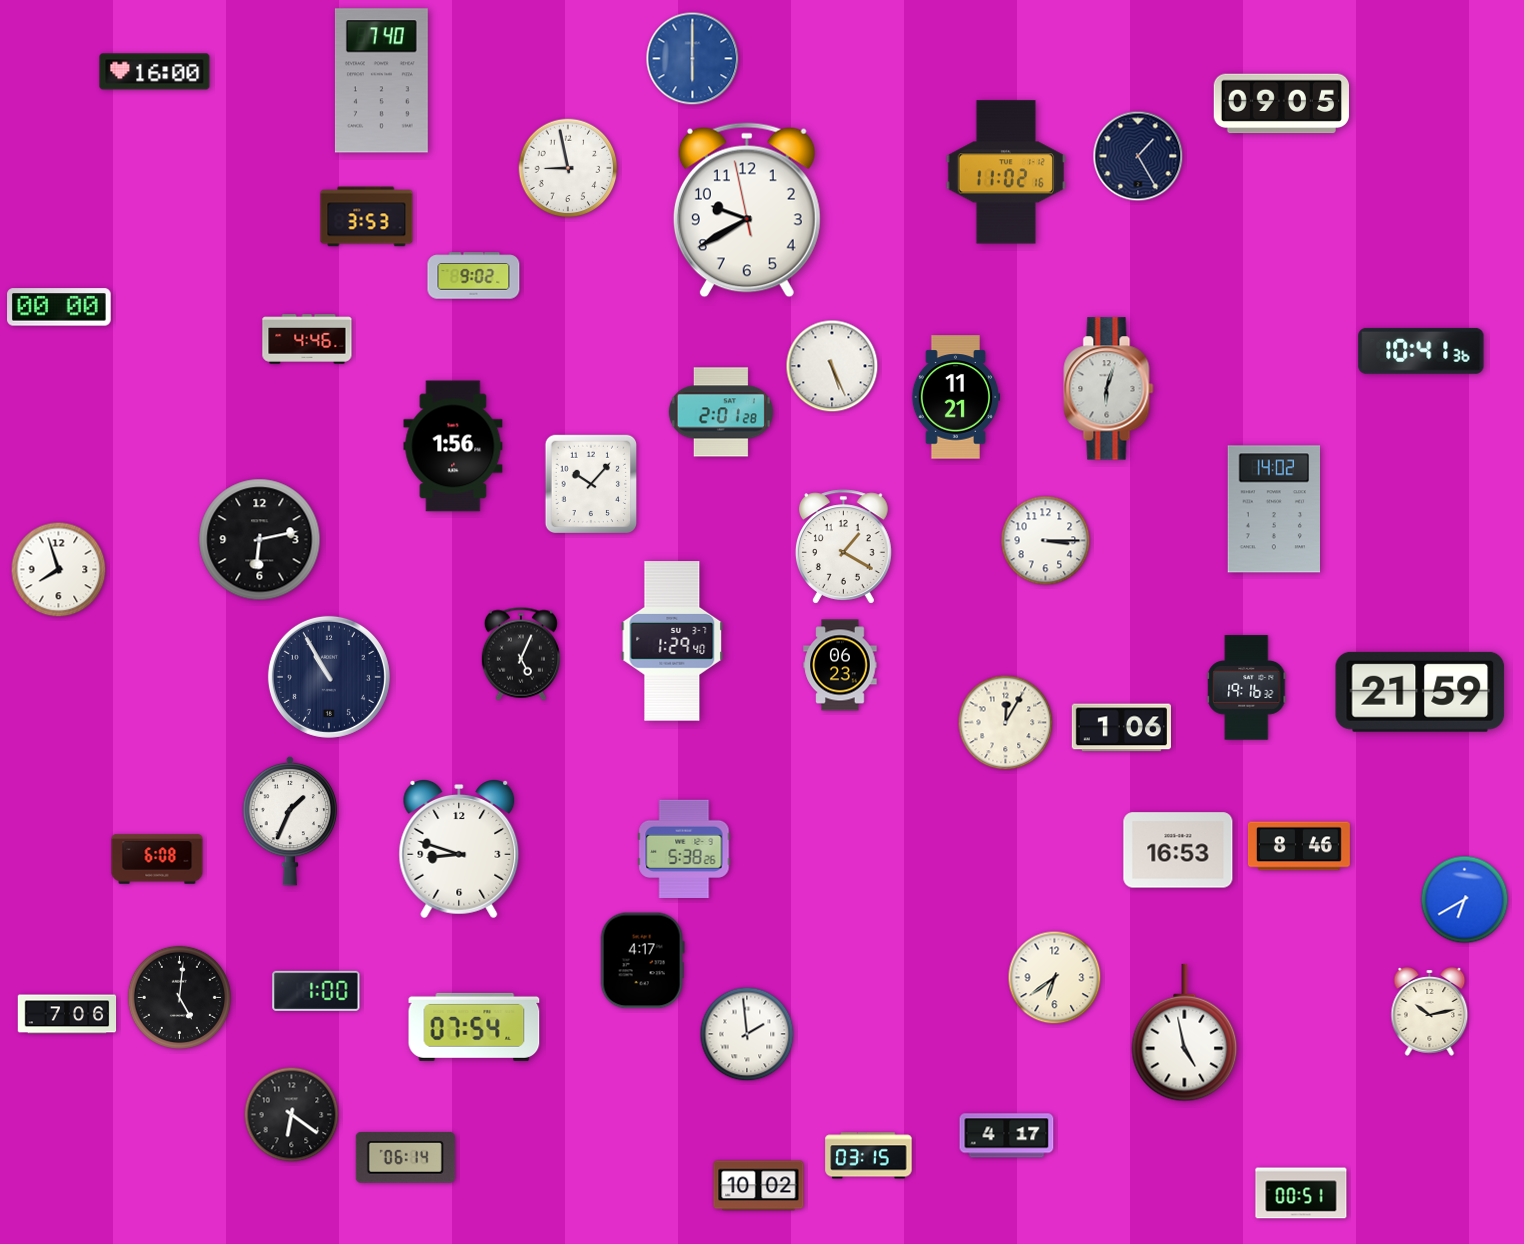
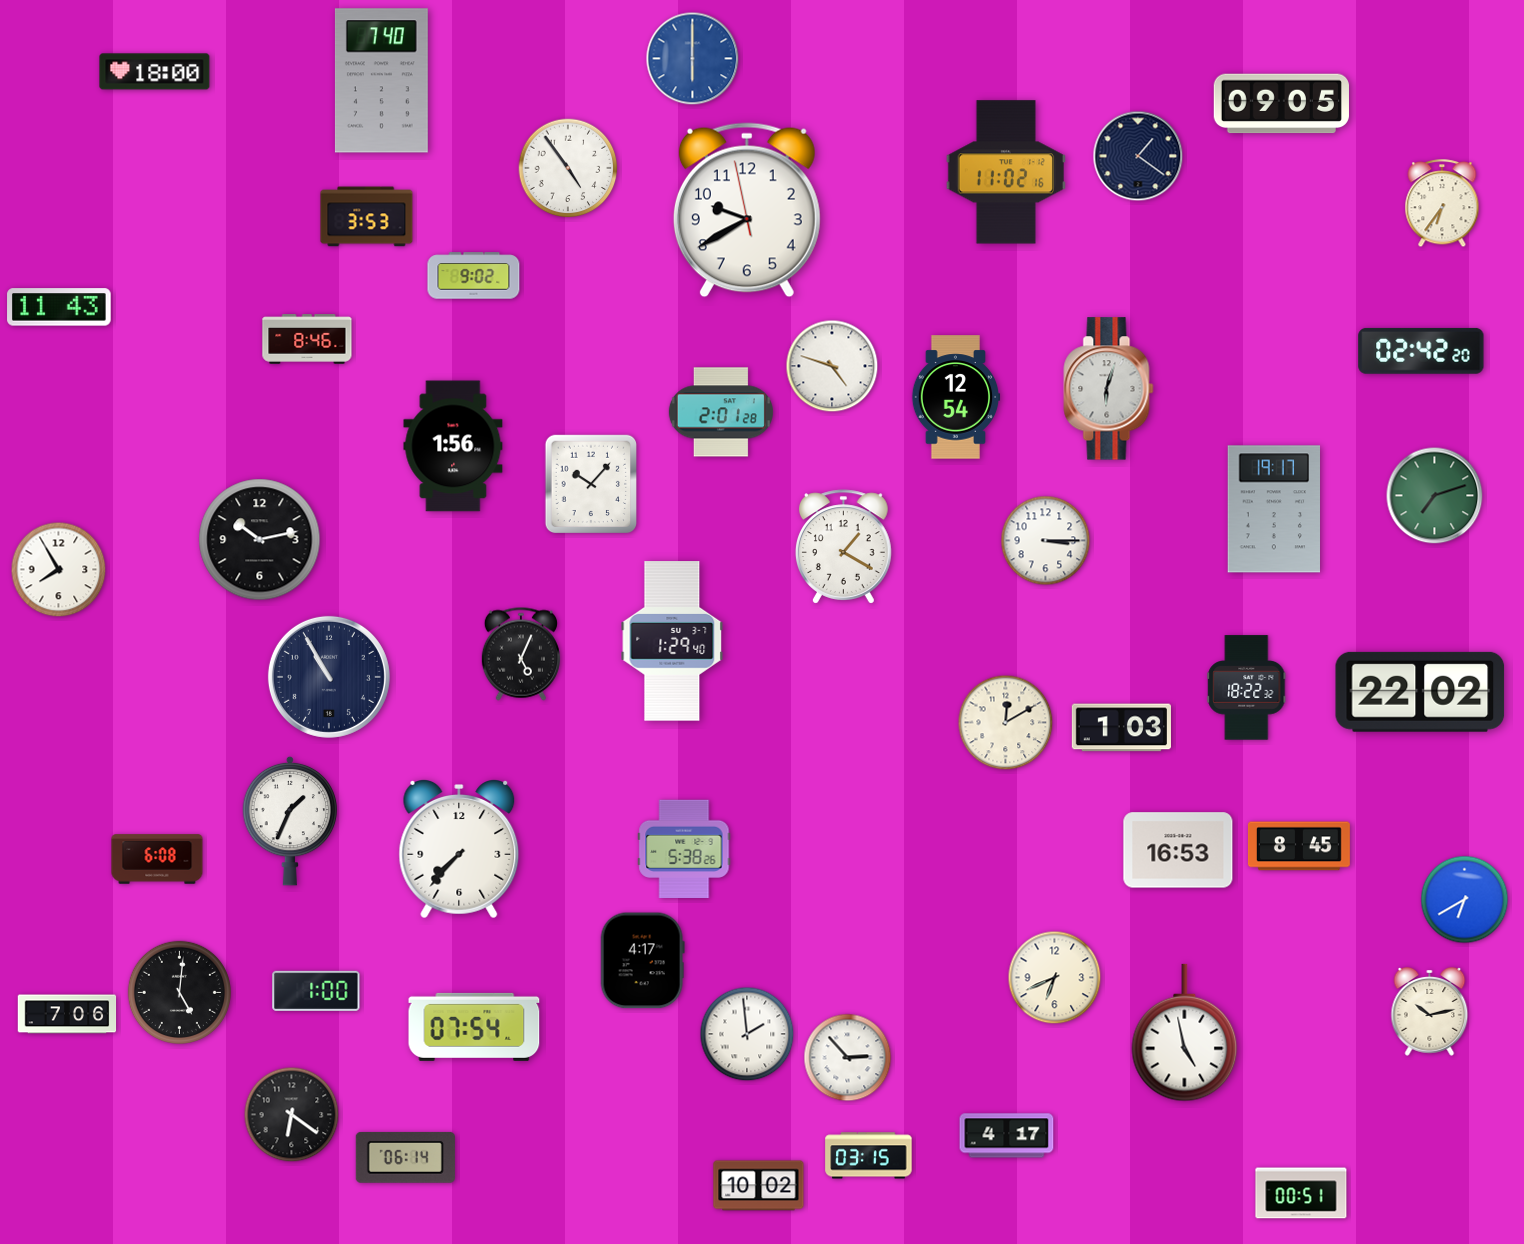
clock at (155, 72): 16:00 -> 18:00
clock at (1138, 156): 1:25 -> 1:21
clock at (568, 168): 8:58 -> 4:54
clock at (1442, 204): none -> 6:36
clock at (59, 307): 00:00 -> 11:43
clock at (307, 339): 4:46 -> 8:46
clock at (1421, 351): 10:41 -> 02:42
clock at (832, 366): 5:26 -> 4:48
clock at (956, 397): 11:21 -> 12:54
clock at (1435, 496): none -> 7:12
clock at (1274, 509): 14:02 -> 19:17
clock at (260, 540): 6:13 -> 10:13
clock at (59, 570): 7:57 -> 7:55
clock at (840, 665): 06:23 -> none
clock at (1247, 688): 19:16 -> 18:22
clock at (1420, 692): 21:59 -> 22:02
clock at (1006, 723): 12:05 -> 12:10
clock at (1121, 728): 1:06 -> 1:03
clock at (1299, 846): 8:46 -> 8:45
clock at (459, 850): 8:48 -> 7:37
clock at (1055, 978): 6:39 -> 6:41
clock at (179, 997) position: (179, 997) -> (179, 992)
clock at (848, 1058): none -> 2:53
